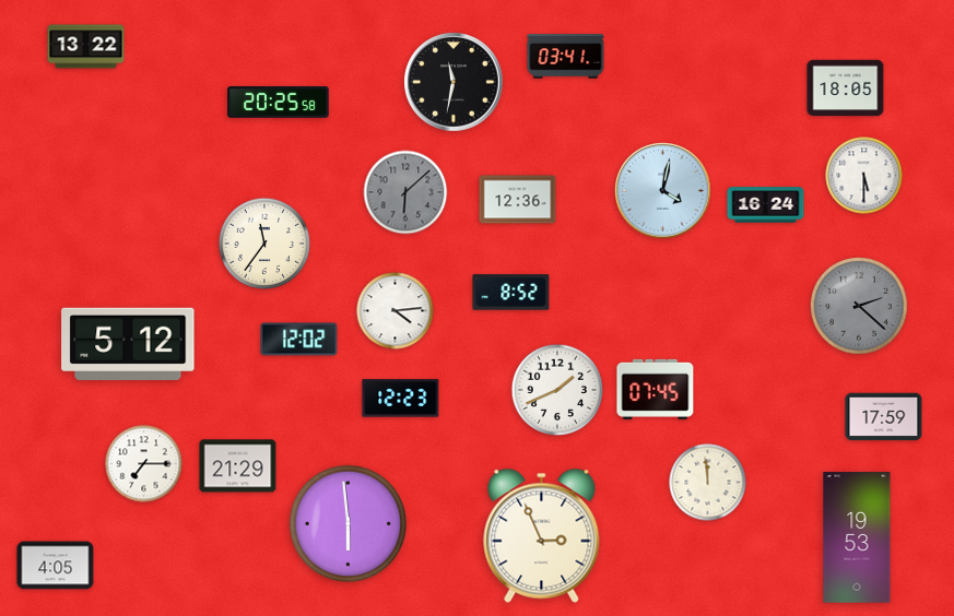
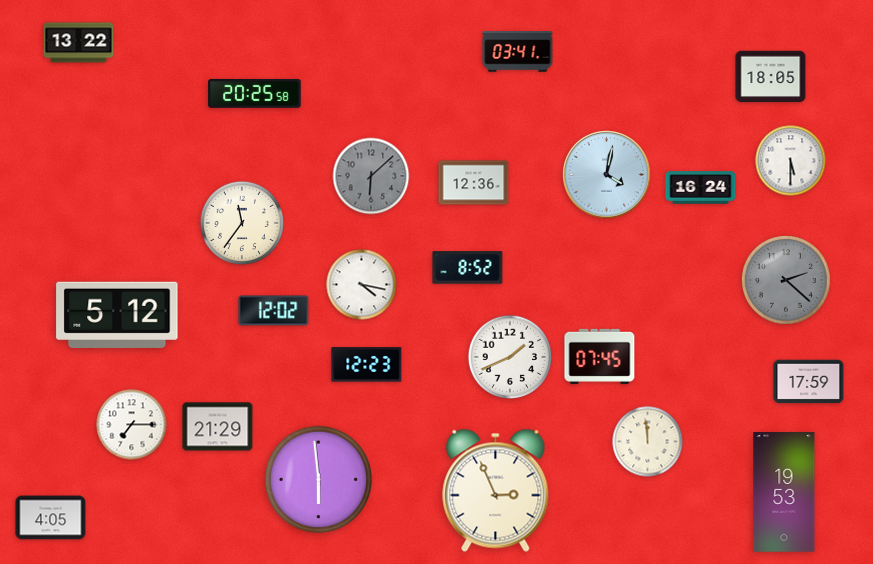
clock at (454, 82): 11:32 -> none
clock at (846, 88) position: (846, 88) -> (771, 77)
clock at (396, 311): 4:14 -> 4:17
